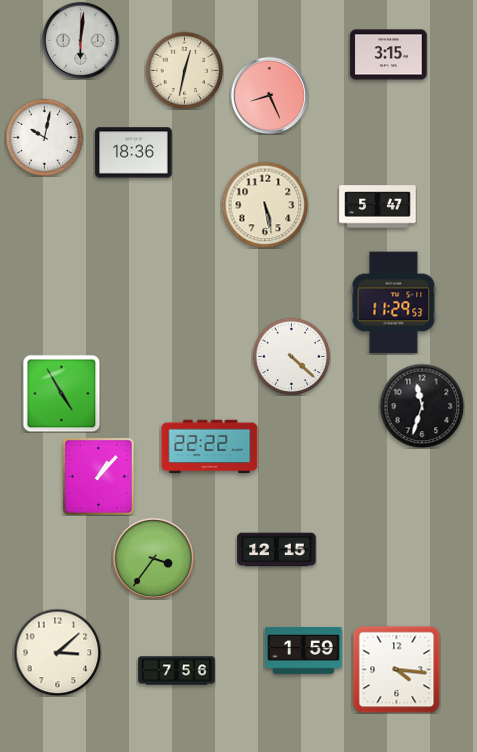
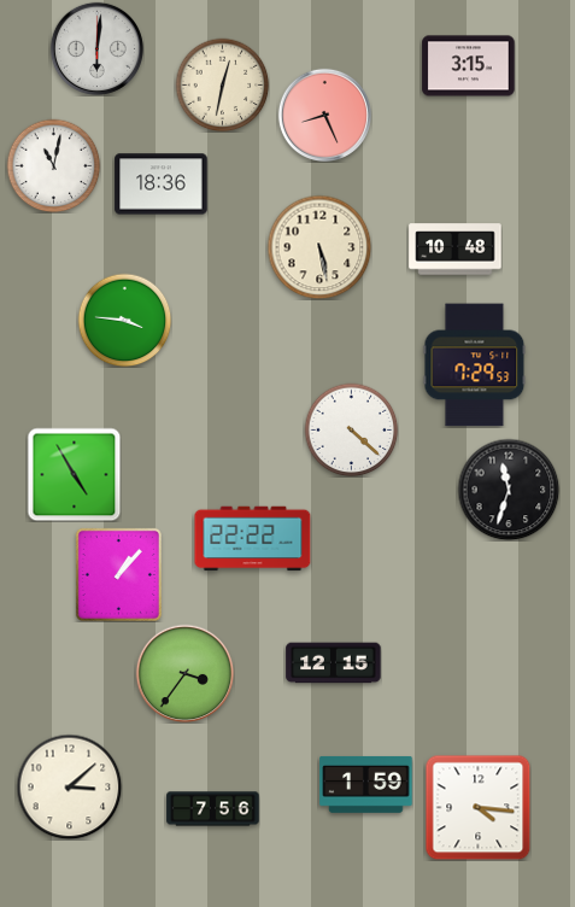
clock at (44, 137): 10:02 -> 11:02
clock at (378, 207): 5:47 -> 10:48
clock at (124, 320): none -> 3:46
clock at (394, 303): 11:29 -> 7:29
